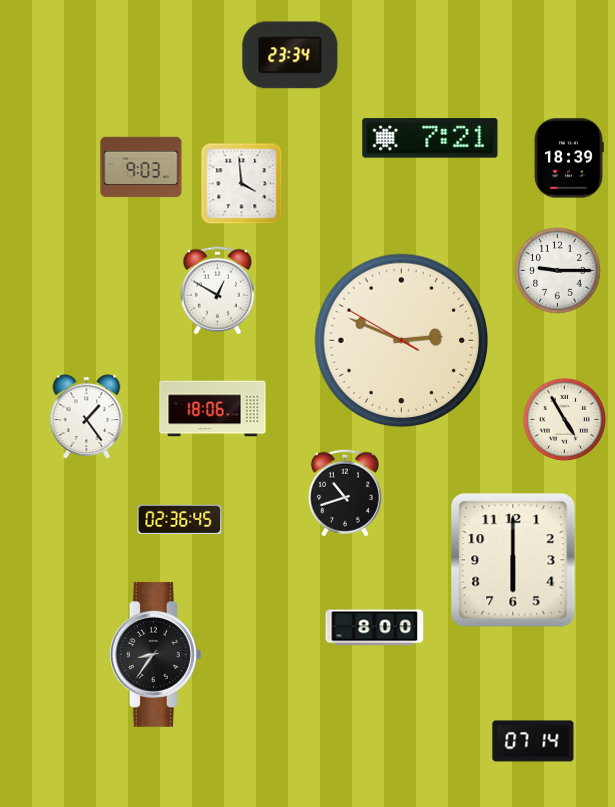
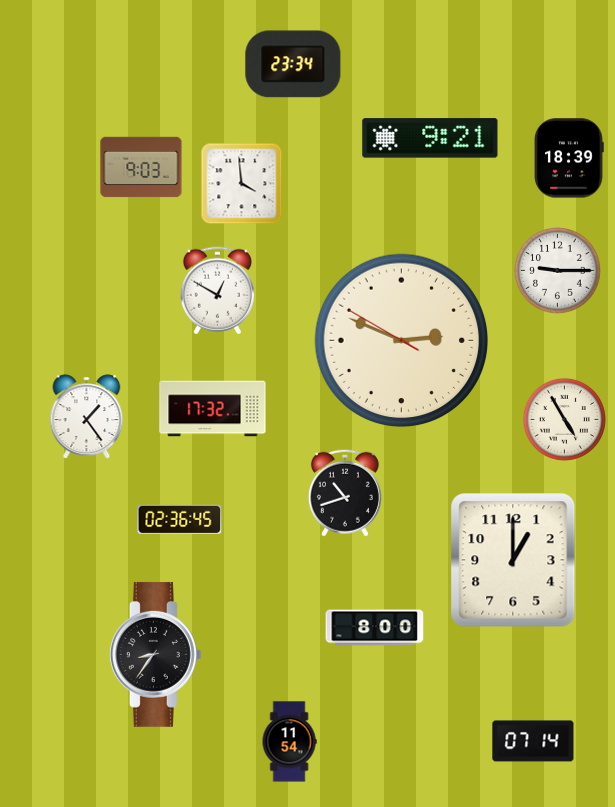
clock at (290, 55) position: (290, 55) -> (293, 64)
clock at (430, 138): 7:21 -> 9:21
clock at (213, 409): 18:06 -> 17:32
clock at (513, 560): 6:00 -> 1:00
clock at (289, 742): none -> 11:54
